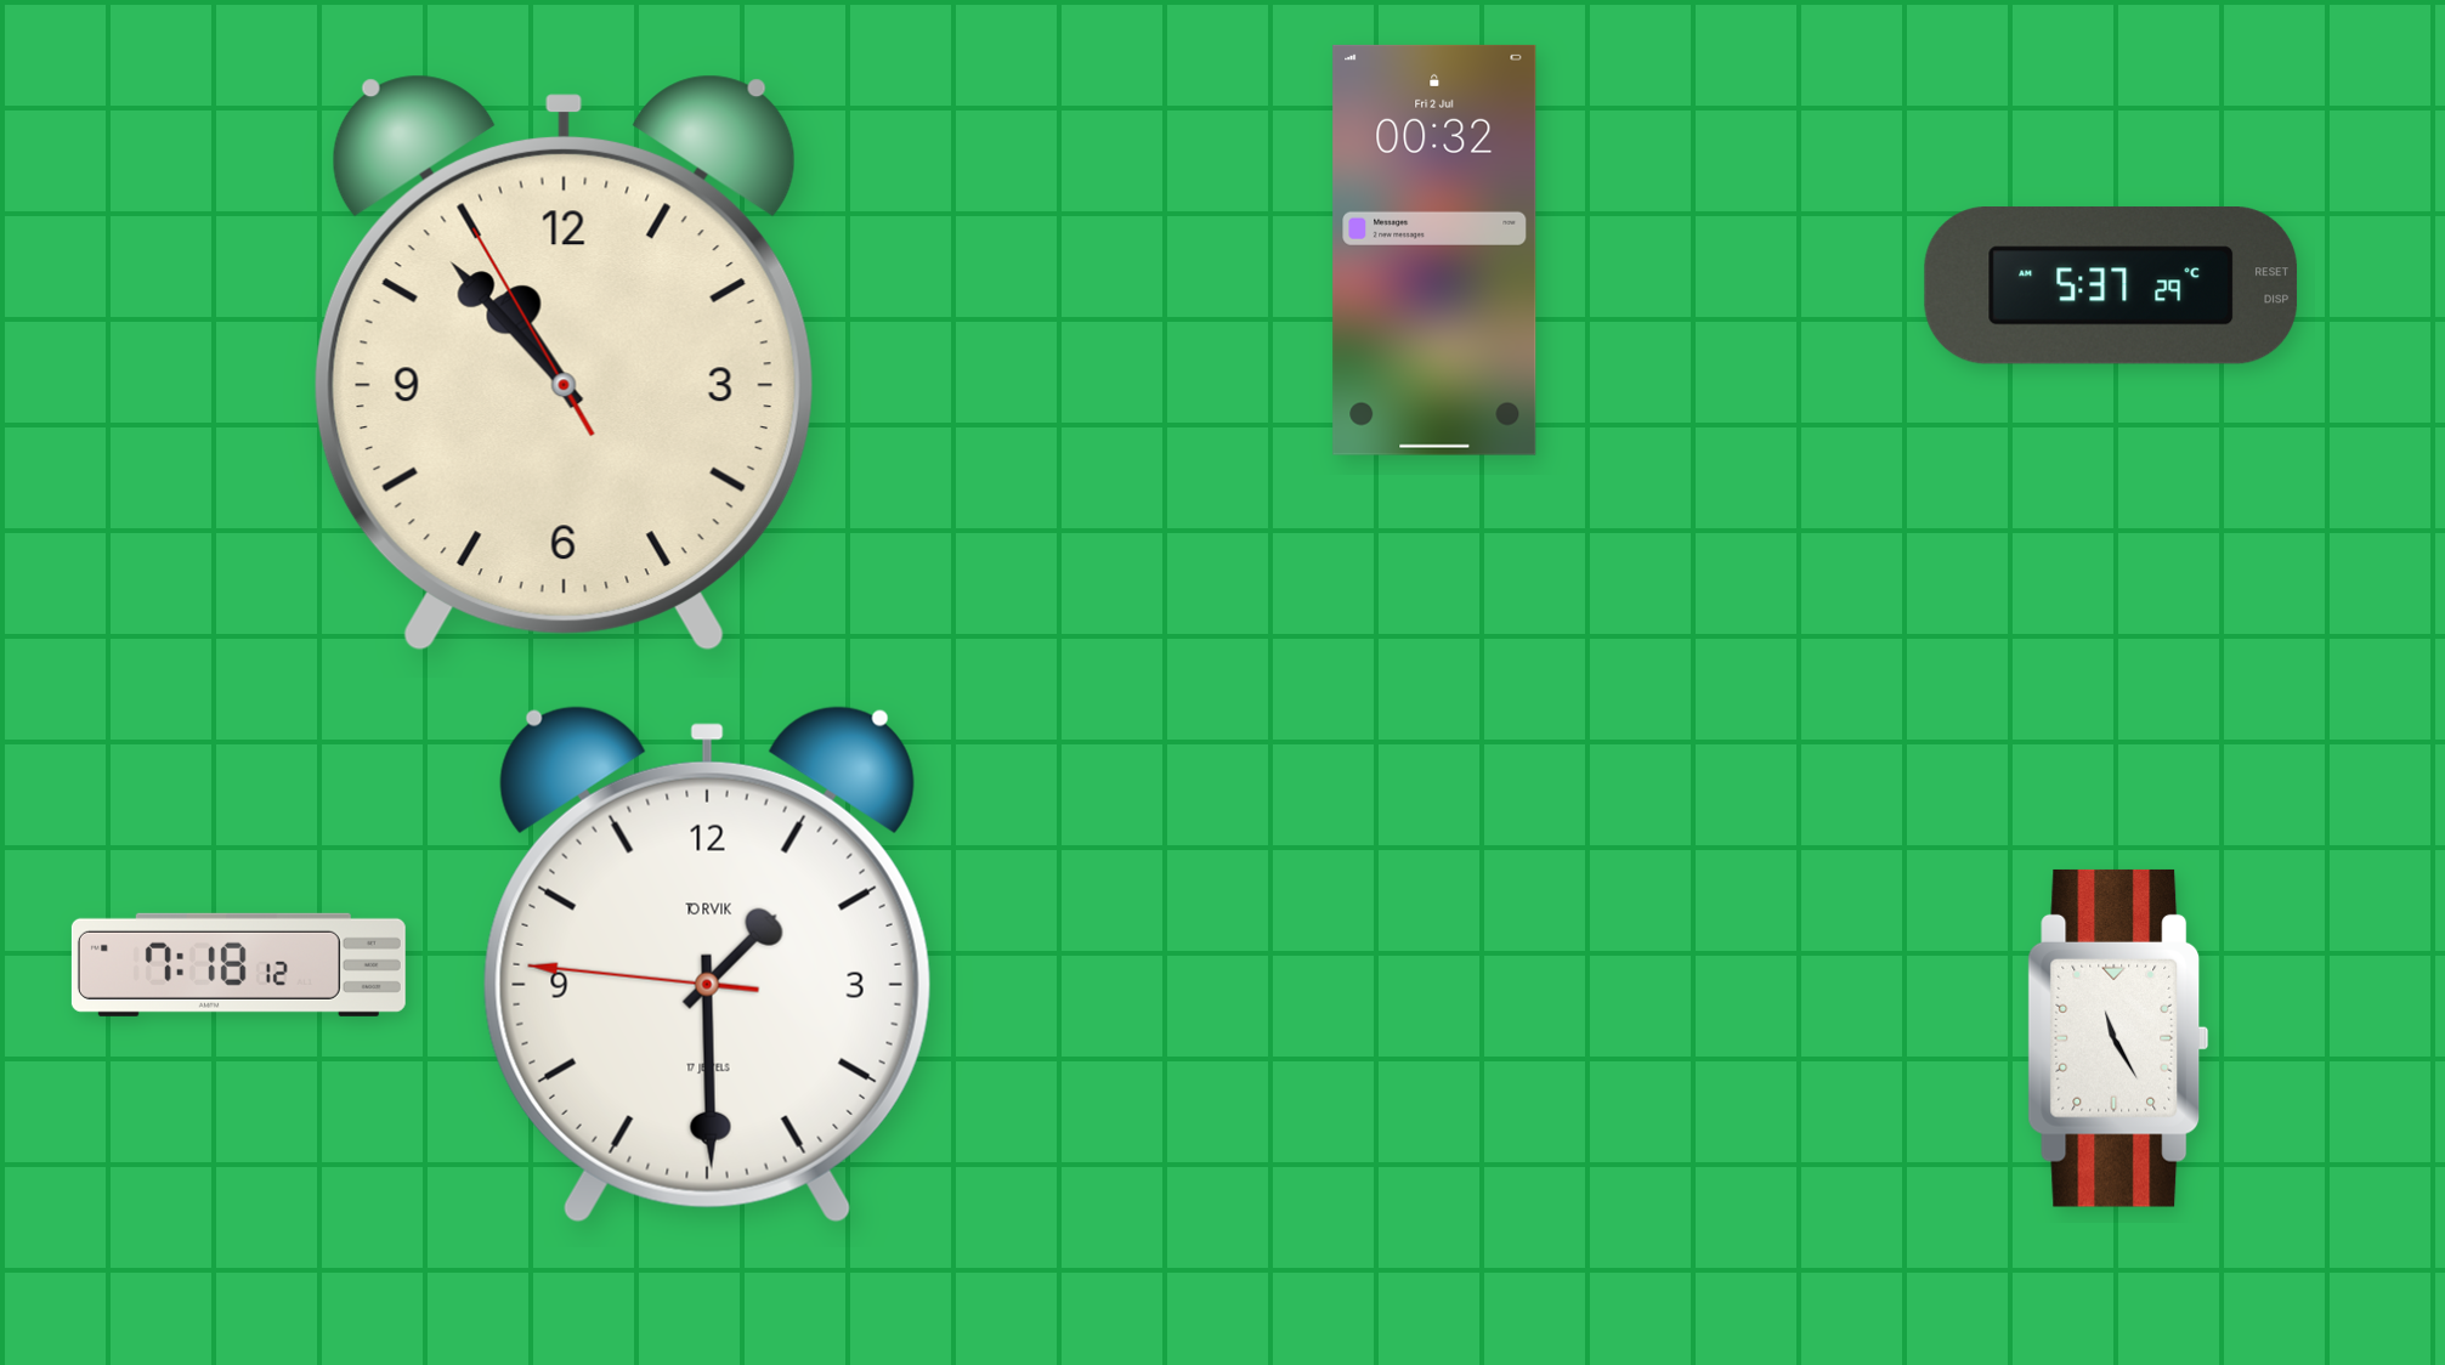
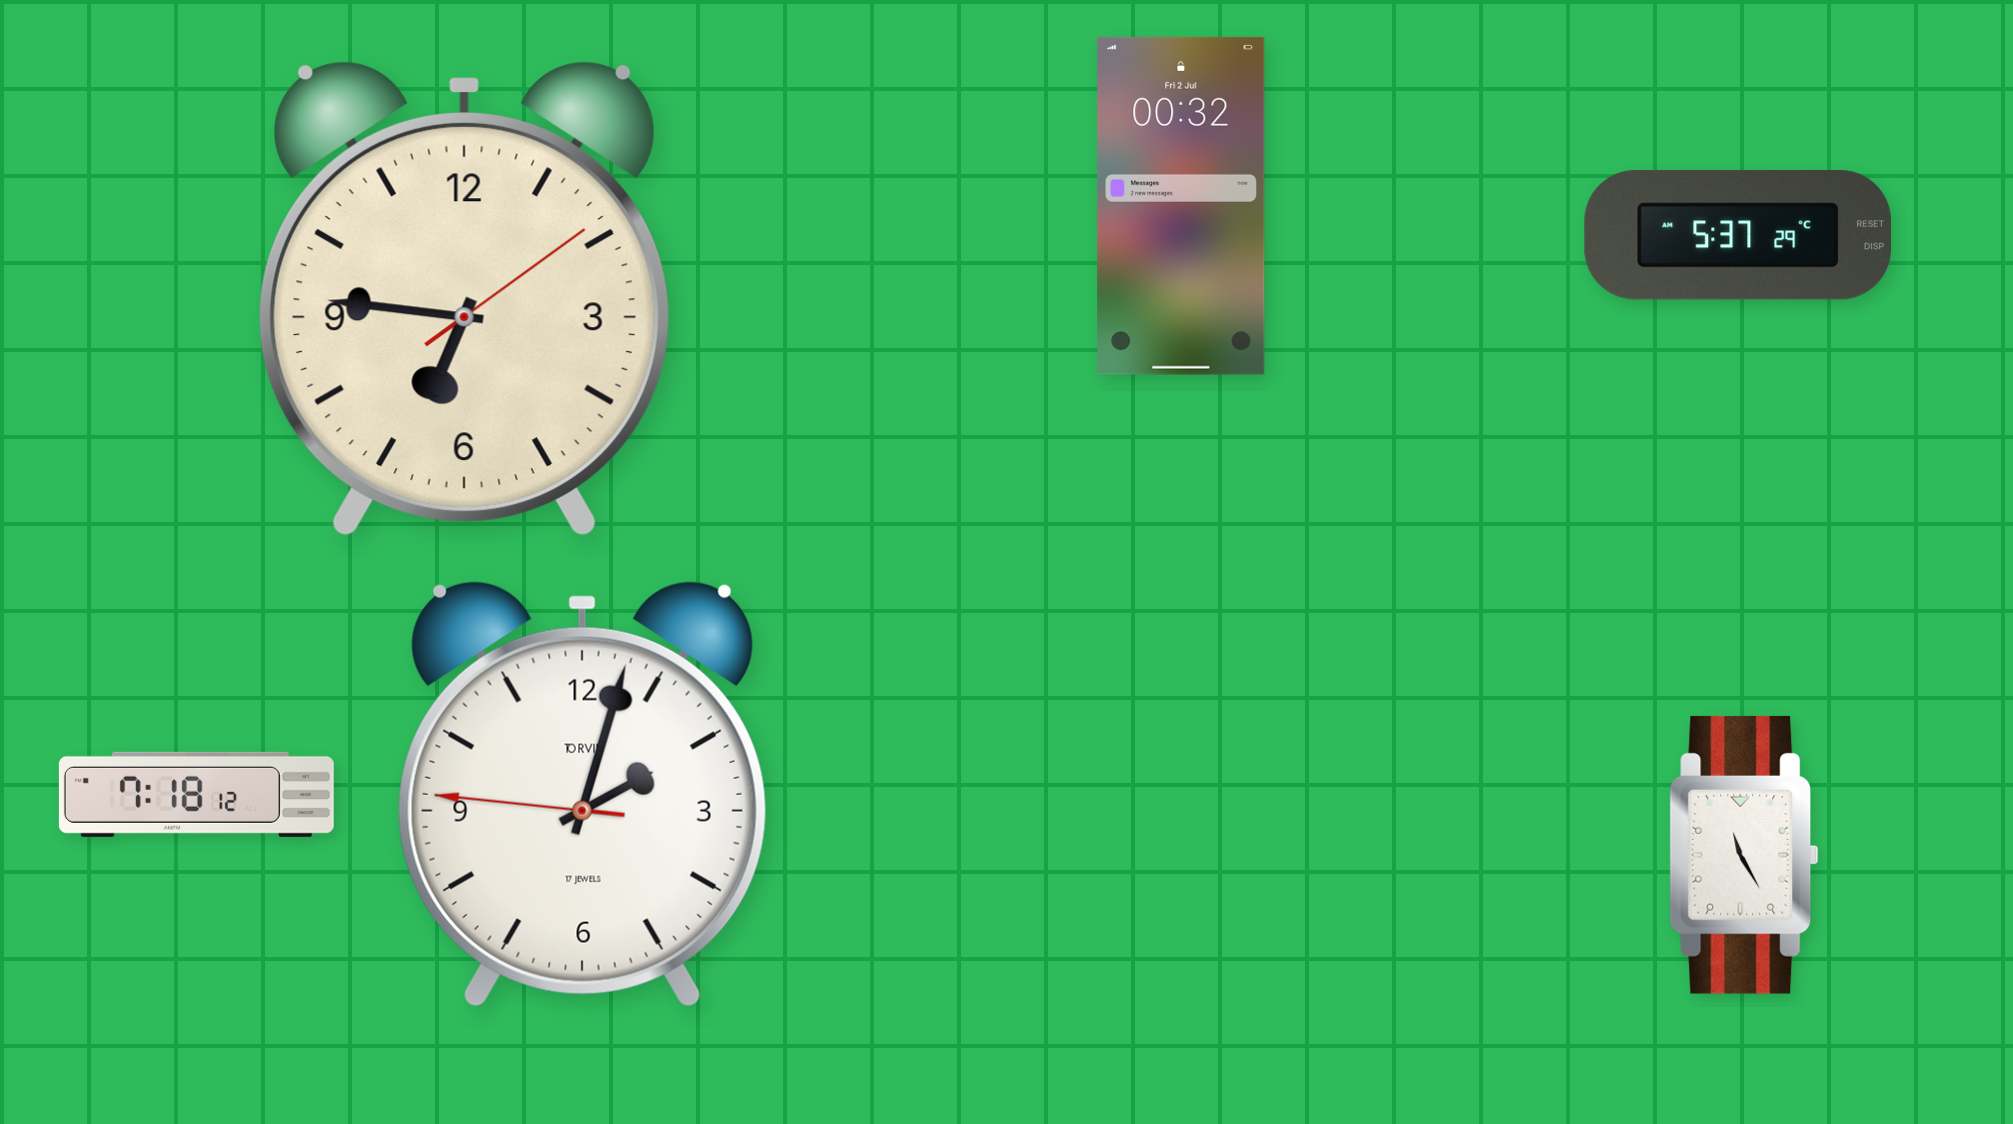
clock at (564, 363): 10:52 -> 6:46
clock at (707, 964): 1:29 -> 2:02
